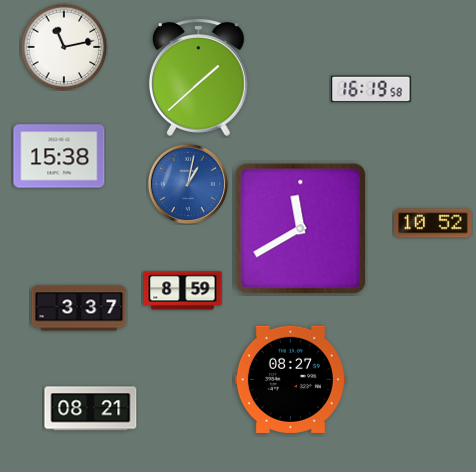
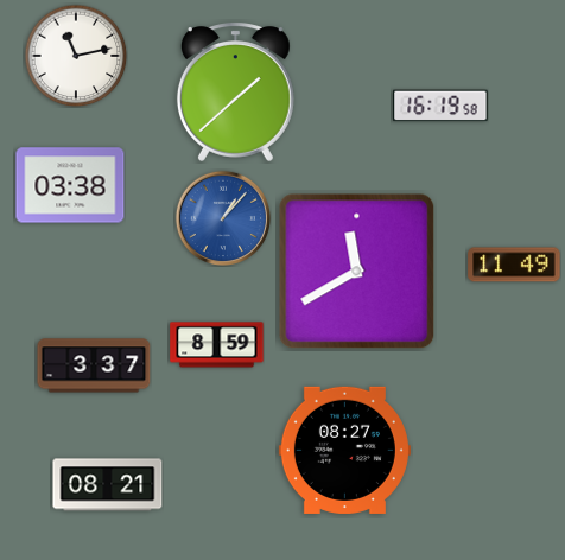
clock at (59, 156): 15:38 -> 03:38
clock at (187, 183): 1:02 -> 1:07
clock at (433, 223): 10:52 -> 11:49
